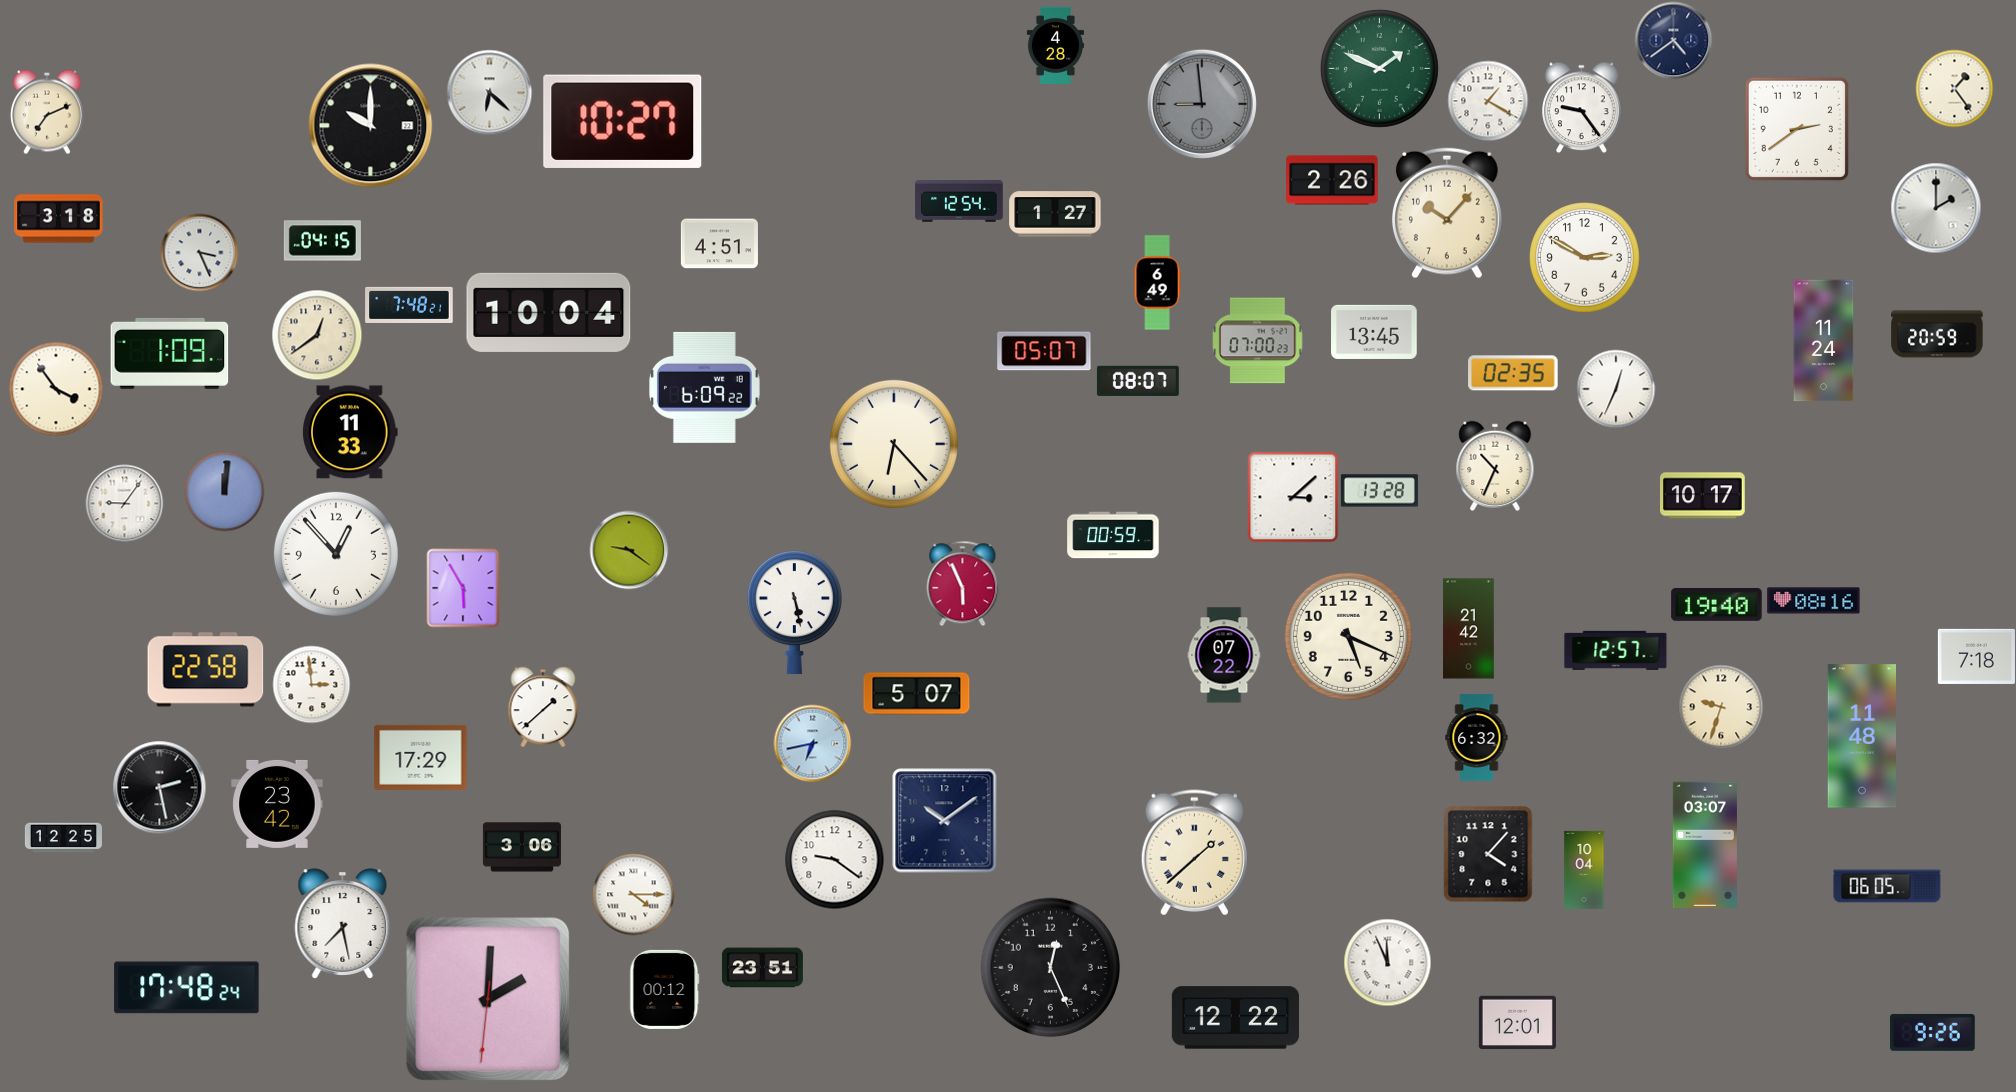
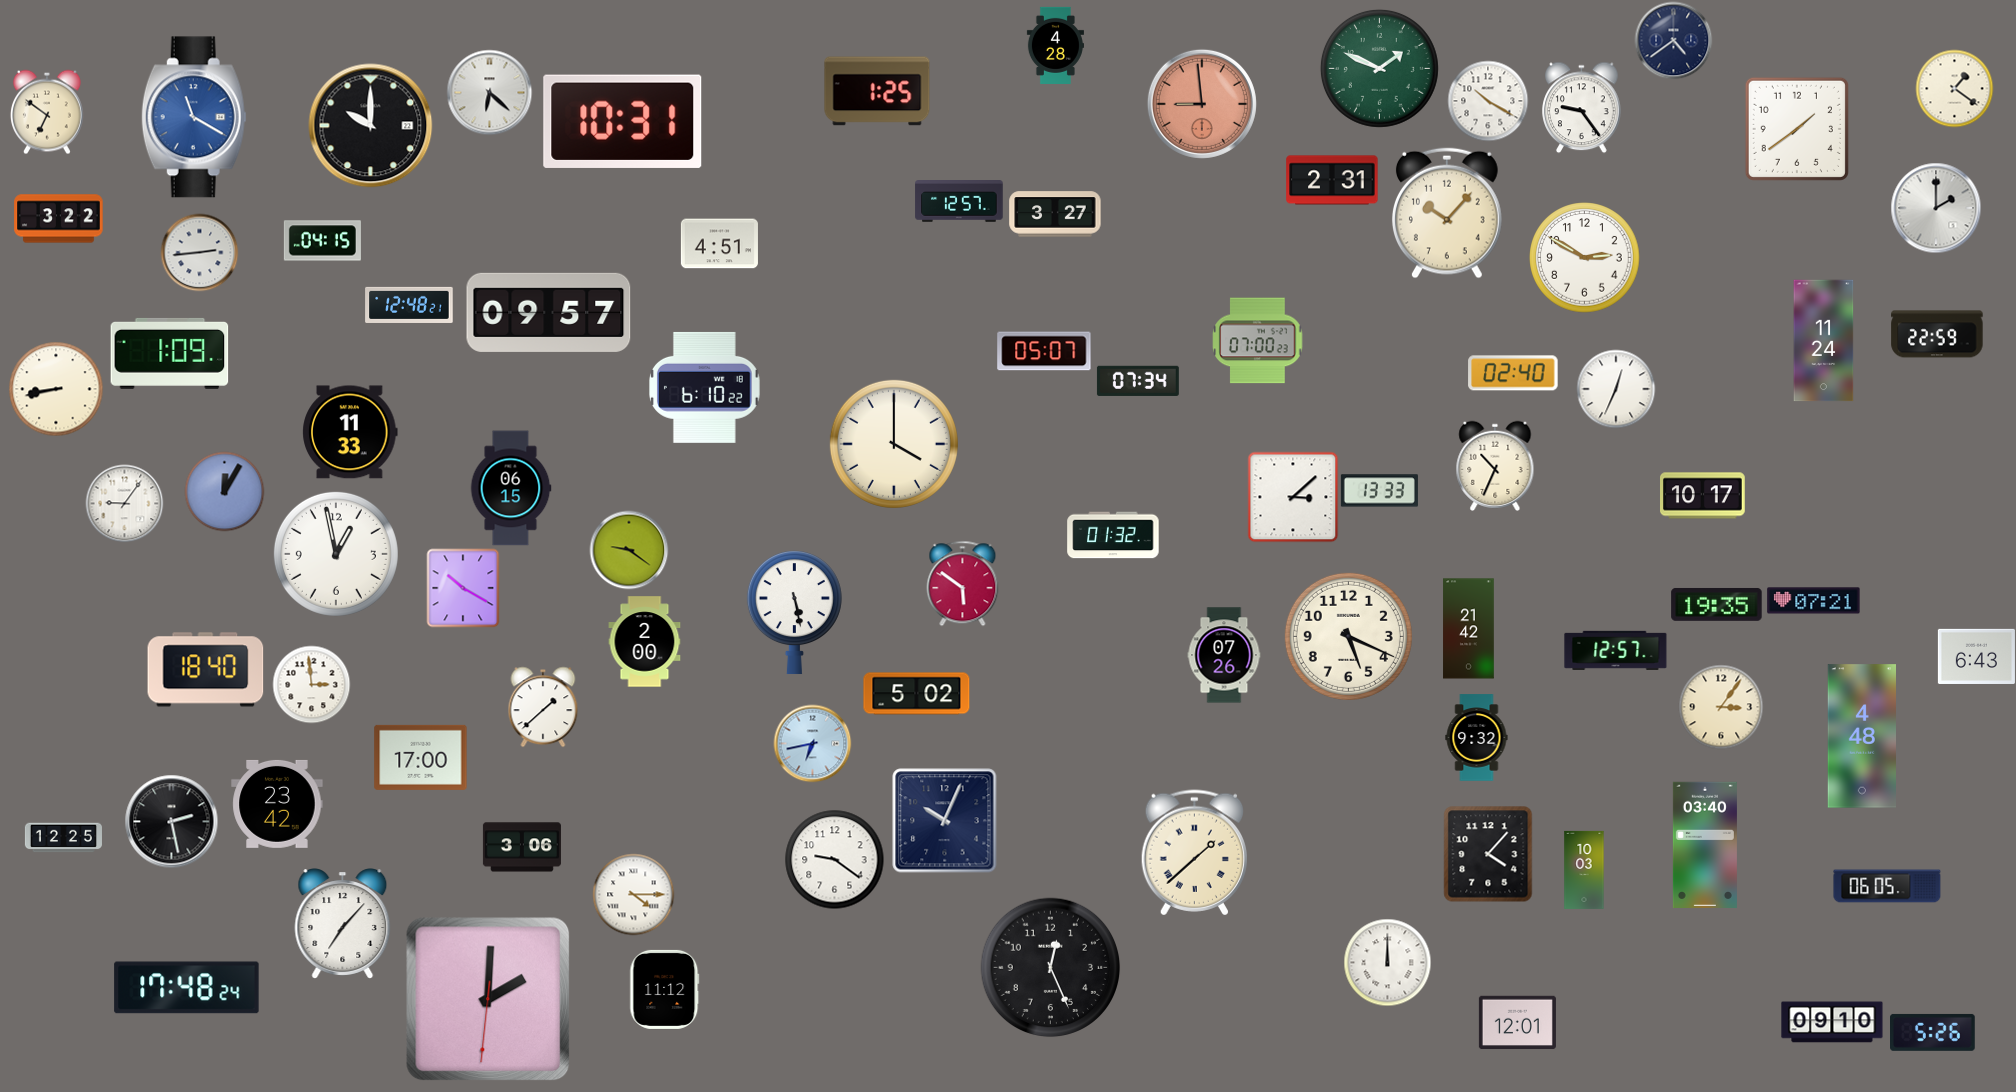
clock at (1954, 88): 1:24 -> 1:21
clock at (877, 91): none -> 1:25
clock at (1488, 101): 1:20 -> 10:20
clock at (1202, 104) dial: grey -> salmon
clock at (47, 112): 7:11 -> 6:51
clock at (194, 117): none -> 11:20
clock at (623, 121): 10:27 -> 10:31
clock at (1797, 129): 2:39 -> 1:39
clock at (1332, 180): 2:26 -> 2:31
clock at (959, 202): 12:54 -> 12:57
clock at (1055, 214): 1:27 -> 3:27
clock at (59, 219): 3:18 -> 3:22
clock at (199, 252): 3:26 -> 2:44
clock at (1157, 283): 6:49 -> none
clock at (409, 305): 7:48 -> 12:48
clock at (549, 312): 10:04 -> 09:57
clock at (1374, 332): 13:45 -> none
clock at (1937, 334): 20:59 -> 22:59
clock at (317, 335): 12:39 -> none
clock at (1513, 373): 02:35 -> 02:40
clock at (1138, 381): 08:07 -> 07:34
clock at (705, 387): 6:09 -> 6:10
clock at (56, 389): 3:54 -> 8:43
clock at (894, 444): 6:23 -> 4:00
clock at (511, 488): none -> 06:15
clock at (224, 491): 12:01 -> 12:05
clock at (1379, 491): 13:28 -> 13:33
clock at (1113, 535): 00:59 -> 01:32
clock at (336, 554): 12:53 -> 12:58
clock at (963, 583): 5:56 -> 5:51
clock at (463, 588): 5:55 -> 10:20
clock at (1814, 601): 08:16 -> 07:21
clock at (1717, 605): 19:40 -> 19:35
clock at (645, 642): none -> 2:00
clock at (1224, 655): 07:22 -> 07:26
clock at (1976, 656): 7:18 -> 6:43
clock at (206, 670): 22:58 -> 18:40
clock at (917, 694): 5:07 -> 5:02
clock at (1721, 707): 9:33 -> 3:06
clock at (1861, 736): 11:48 -> 4:48
clock at (1477, 738): 6:32 -> 9:32
clock at (421, 757): 17:29 -> 17:00
clock at (159, 787) position: (159, 787) -> (171, 821)
clock at (945, 821): 10:09 -> 10:04
clock at (1705, 844): 03:07 -> 03:40
clock at (1584, 870): 10:04 -> 10:03
clock at (343, 924): 7:28 -> 7:07
clock at (1387, 962): 11:56 -> 12:00
clock at (762, 968): 23:51 -> none
clock at (665, 989): 00:12 -> 11:12
clock at (1235, 1018): 12:22 -> none
clock at (1832, 1022): none -> 09:10
clock at (1933, 1032): 9:26 -> 5:26
